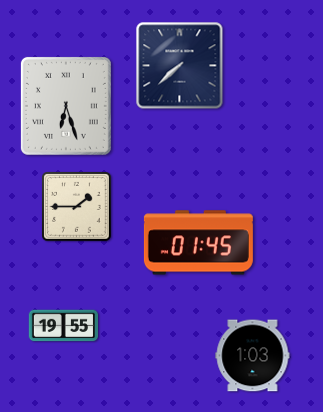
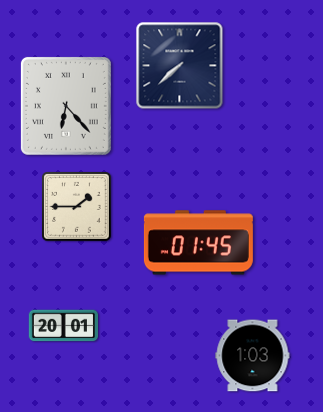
clock at (66, 106): 6:27 -> 6:23
clock at (63, 326): 19:55 -> 20:01
